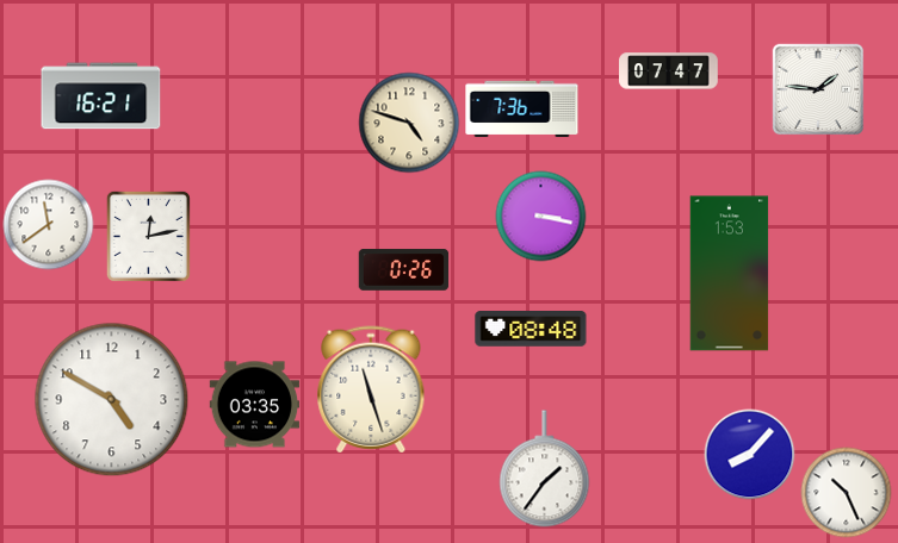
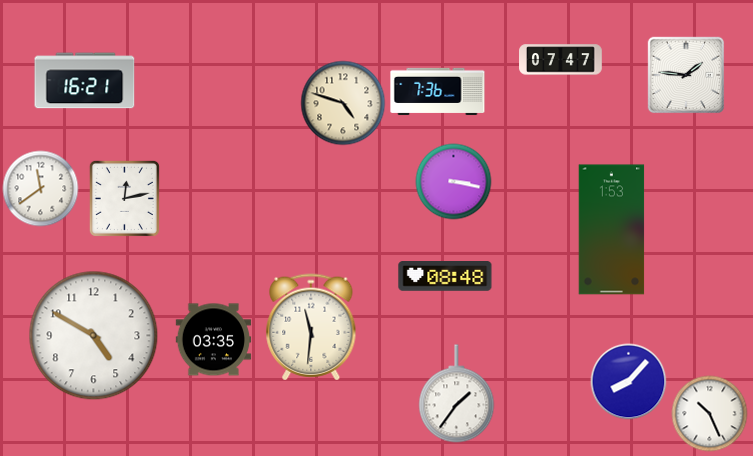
clock at (404, 270): 0:26 -> none
clock at (371, 389): 11:27 -> 11:31
